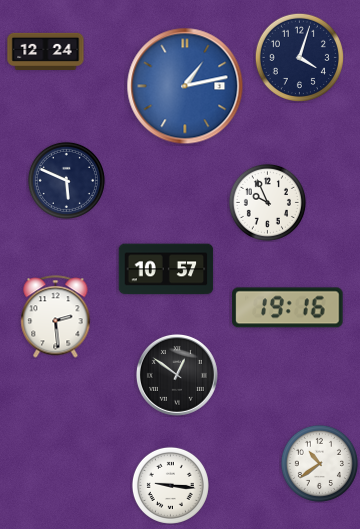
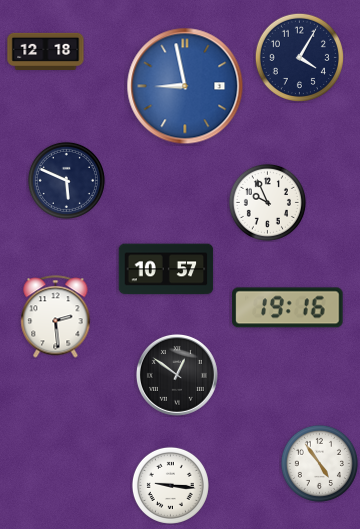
clock at (46, 51): 12:24 -> 12:18
clock at (299, 57): 4:03 -> 4:05
clock at (185, 86): 1:13 -> 8:58
clock at (319, 463): 10:39 -> 4:54
